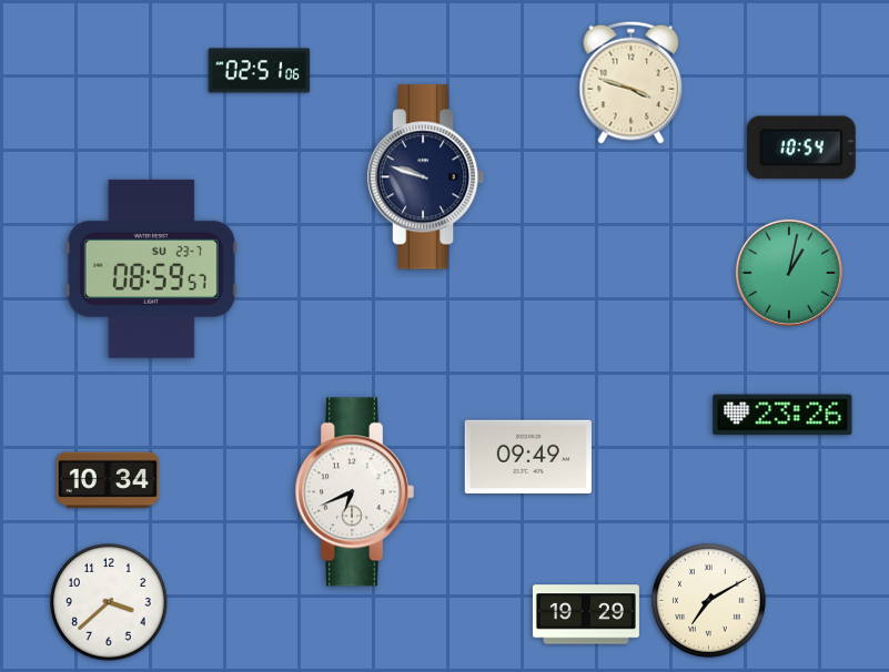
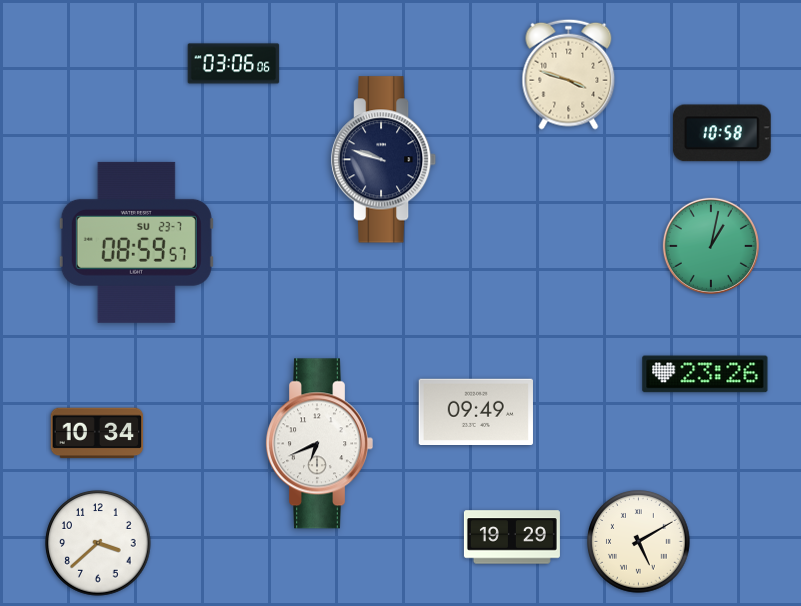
clock at (260, 71): 02:51 -> 03:06
clock at (801, 147): 10:54 -> 10:58
clock at (709, 601): 7:10 -> 5:10
clock at (586, 614) position: (586, 614) -> (512, 537)
